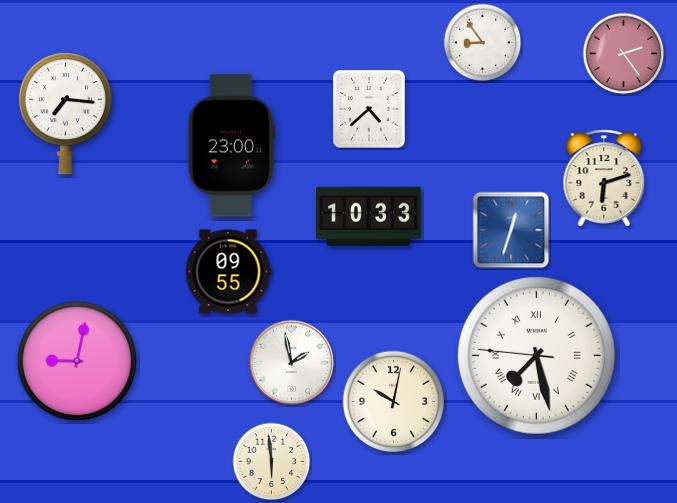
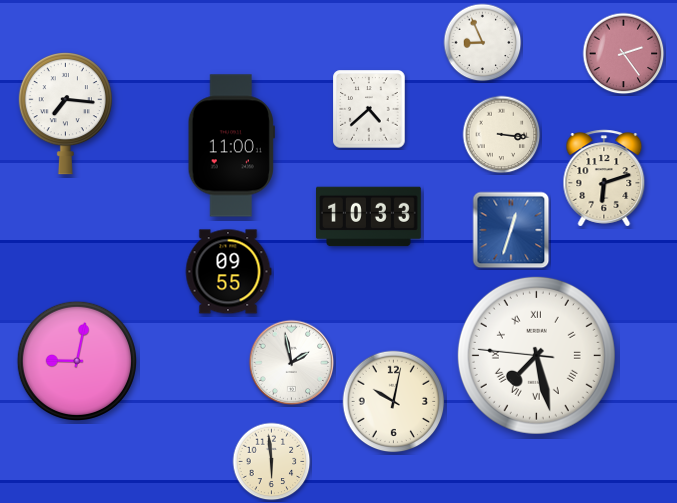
clock at (483, 43): 8:54 -> 8:56
clock at (502, 135): none -> 3:16
clock at (231, 146): 23:00 -> 11:00
